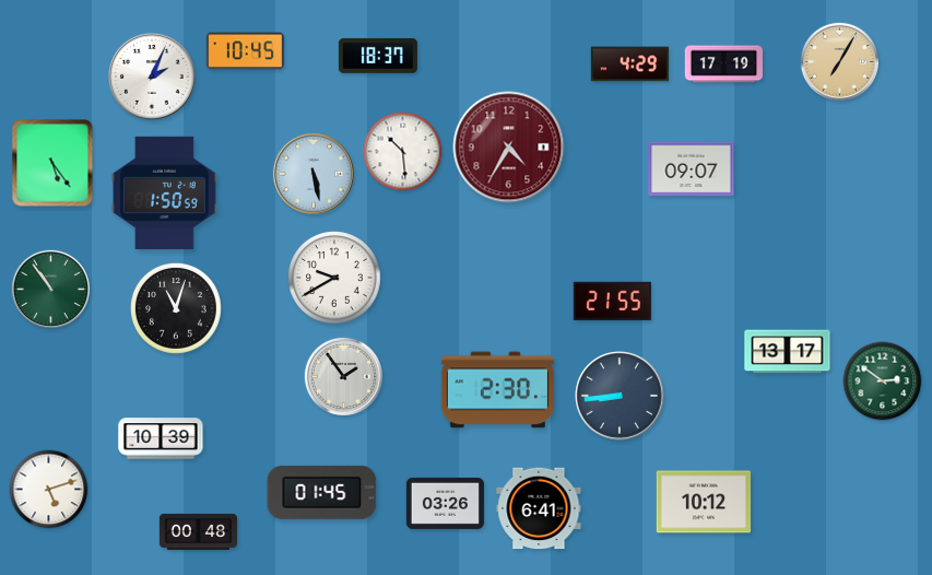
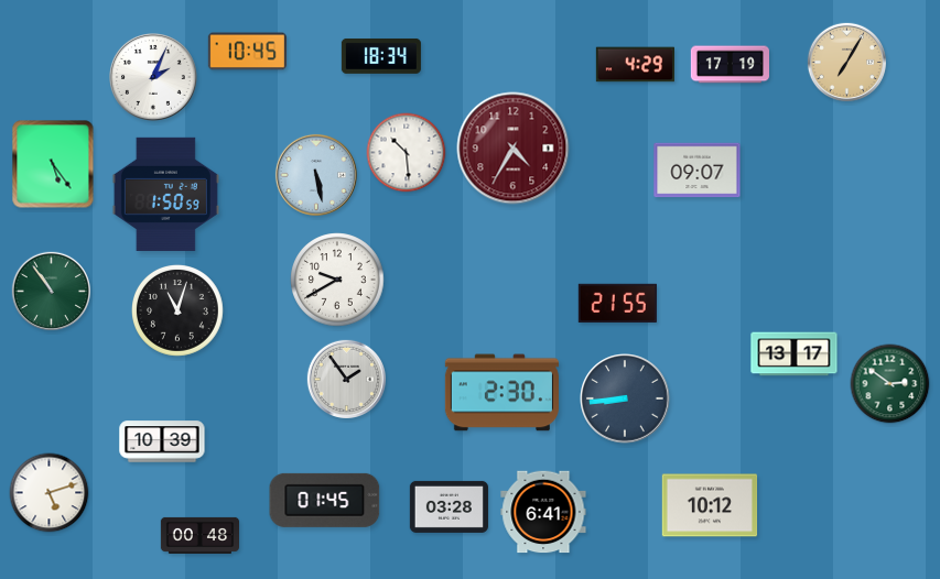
clock at (378, 56): 18:37 -> 18:34
clock at (322, 492) position: (322, 492) -> (325, 500)
clock at (445, 503): 03:26 -> 03:28
